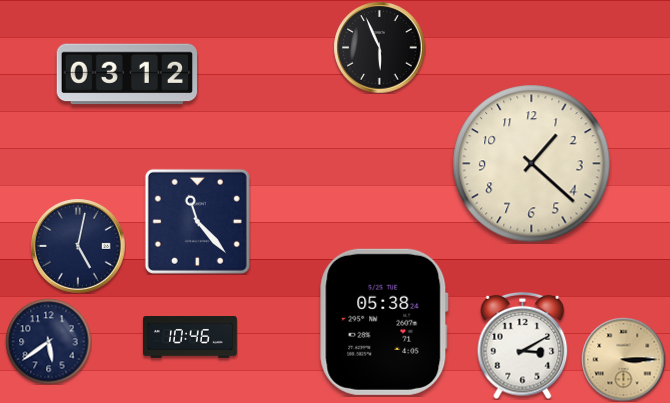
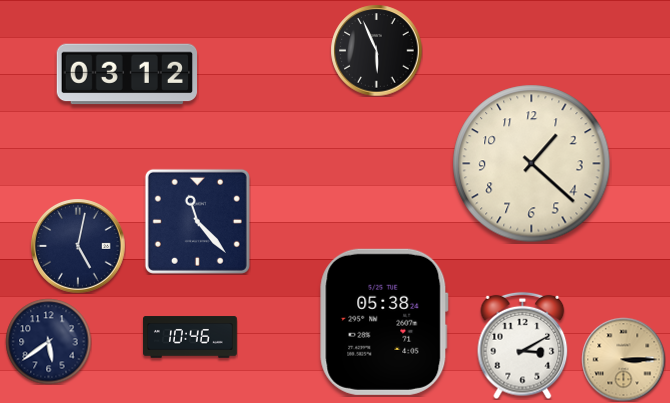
clock at (379, 47) position: (379, 47) -> (376, 50)
